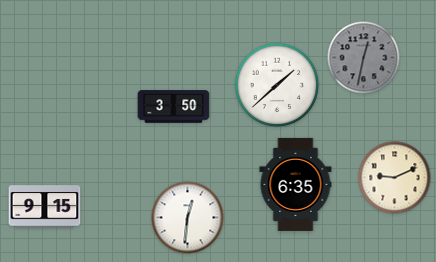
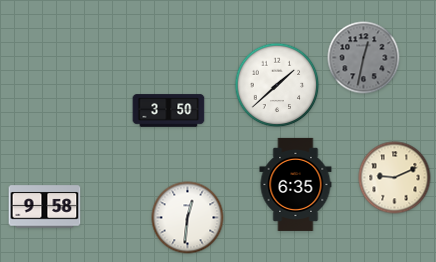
clock at (174, 107) position: (174, 107) -> (169, 111)
clock at (45, 207): 9:15 -> 9:58
